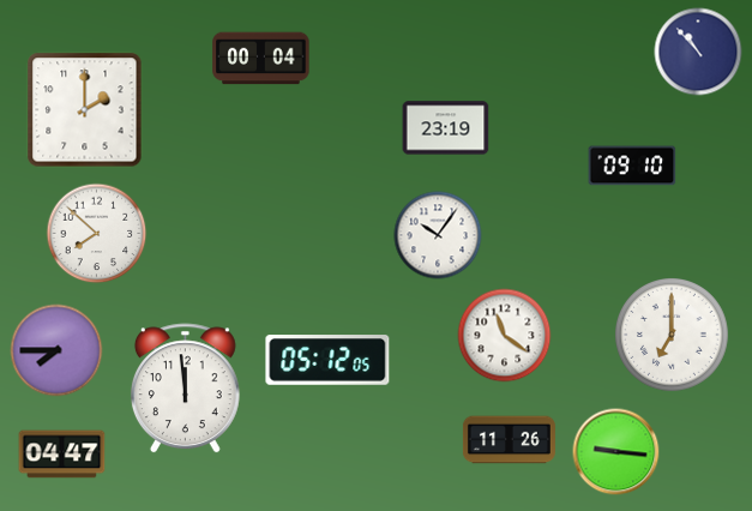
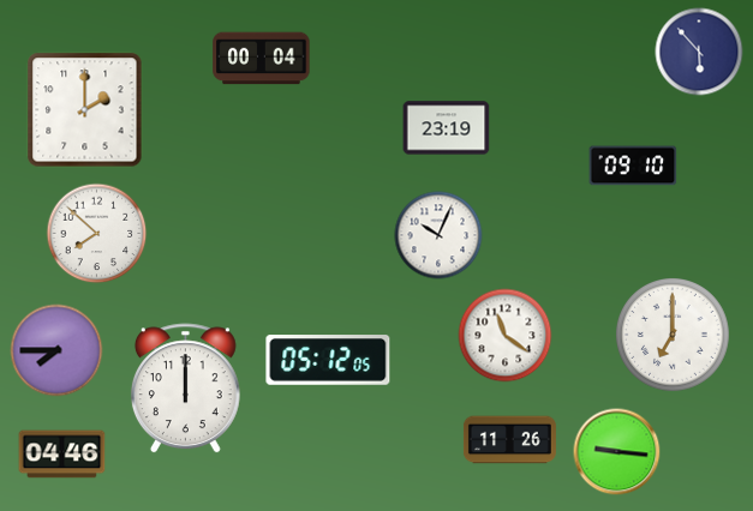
clock at (698, 52): 10:53 -> 5:53
clock at (438, 235): 10:06 -> 10:04
clock at (185, 389): 11:59 -> 12:00
clock at (62, 455): 04:47 -> 04:46
